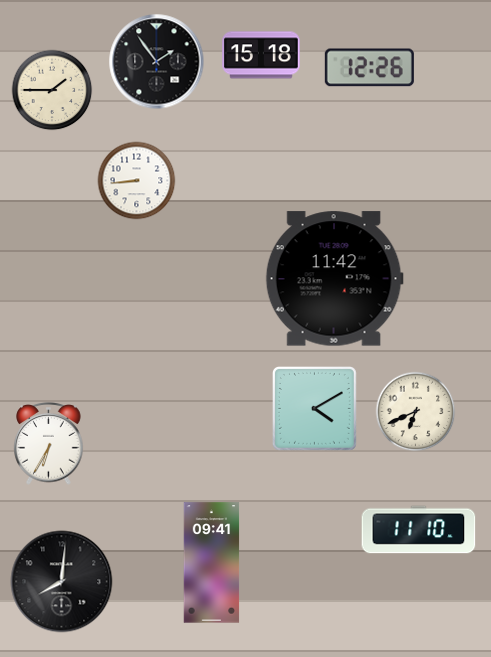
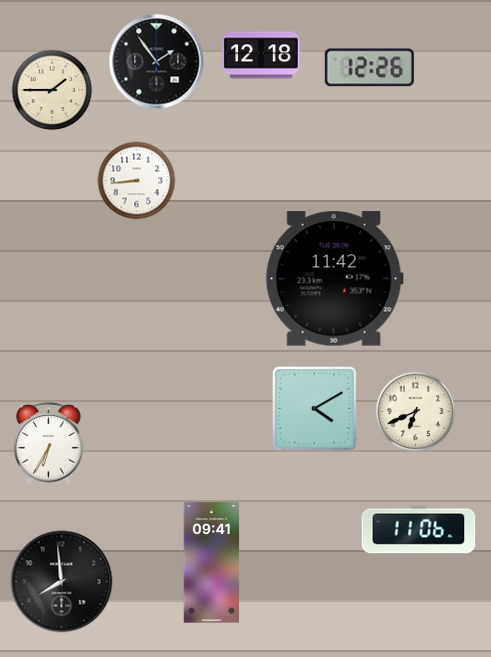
clock at (261, 55): 15:18 -> 12:18
clock at (419, 530): 11:10 -> 11:06
clock at (62, 582): 8:01 -> 7:59
